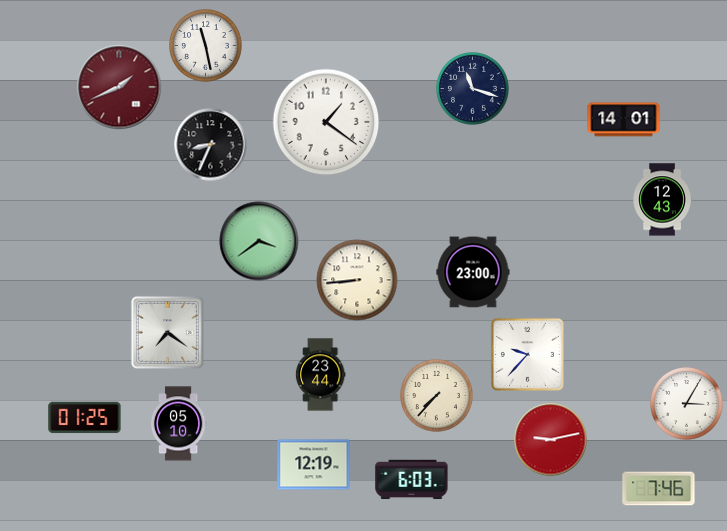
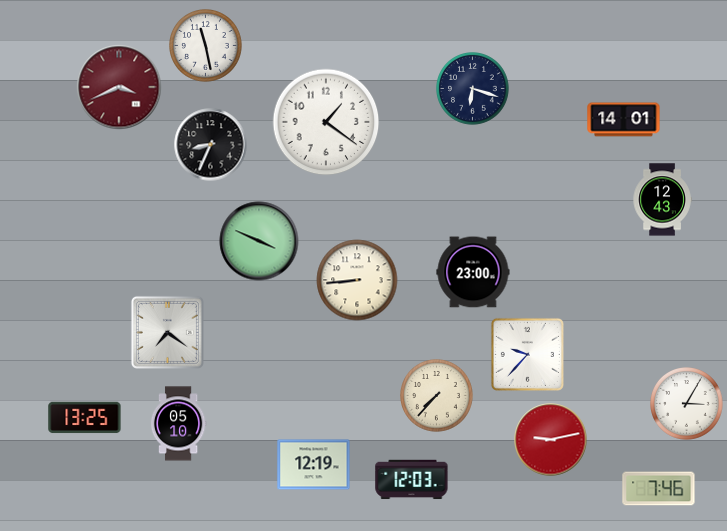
clock at (119, 87): 1:41 -> 3:41
clock at (473, 89): 11:18 -> 6:18
clock at (259, 241): 3:39 -> 3:49
clock at (320, 375): 23:44 -> none
clock at (85, 418): 01:25 -> 13:25
clock at (412, 480): 6:03 -> 12:03
